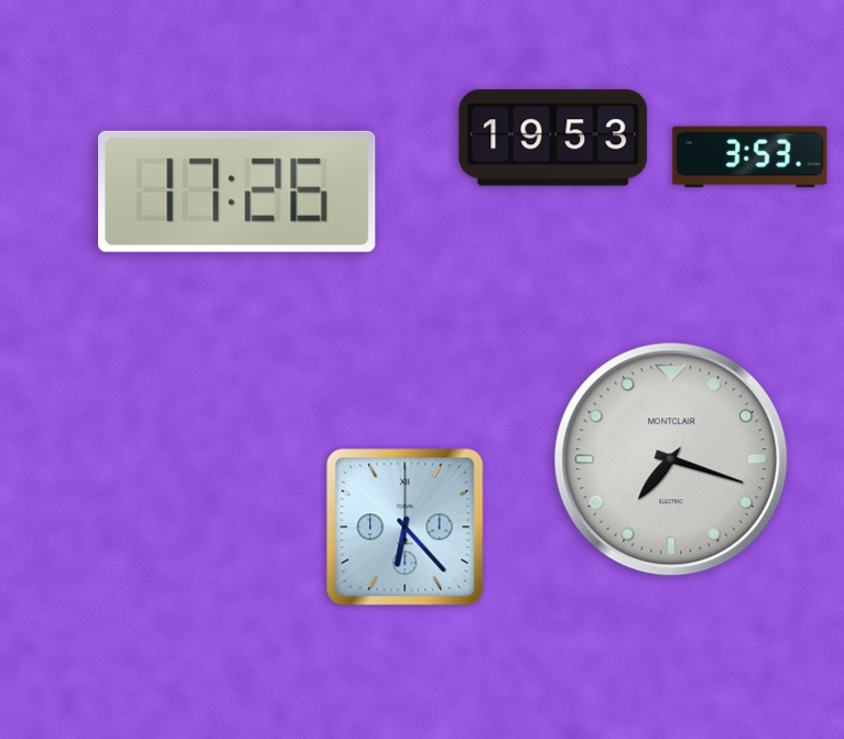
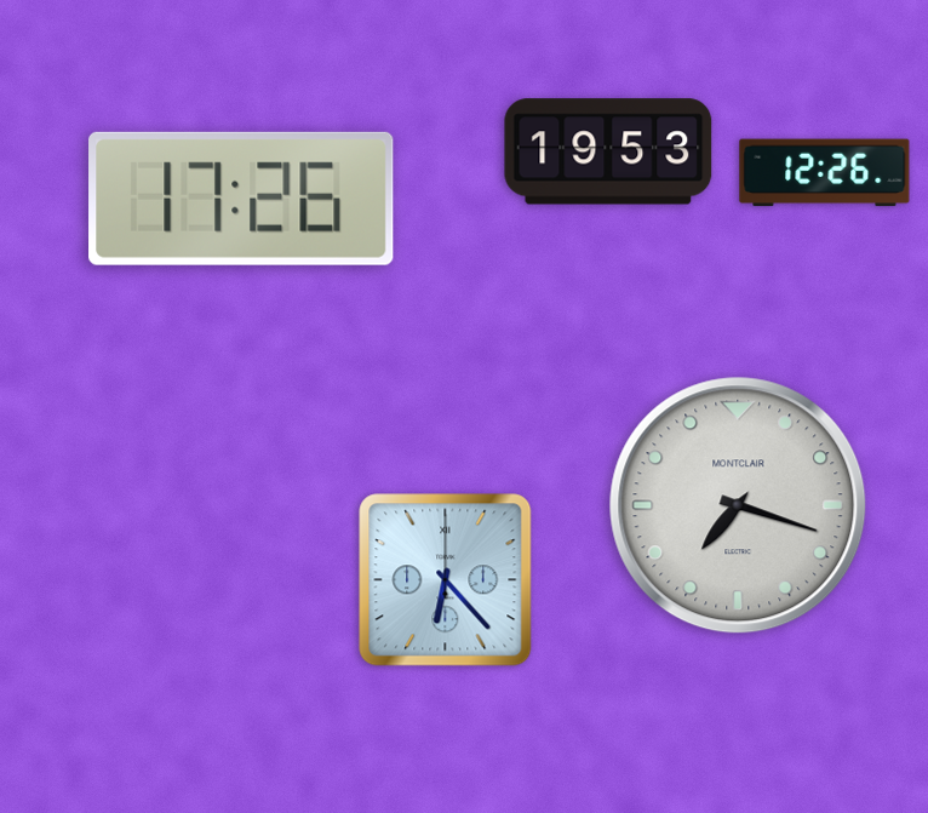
clock at (750, 157): 3:53 -> 12:26
clock at (237, 192) position: (237, 192) -> (241, 199)
